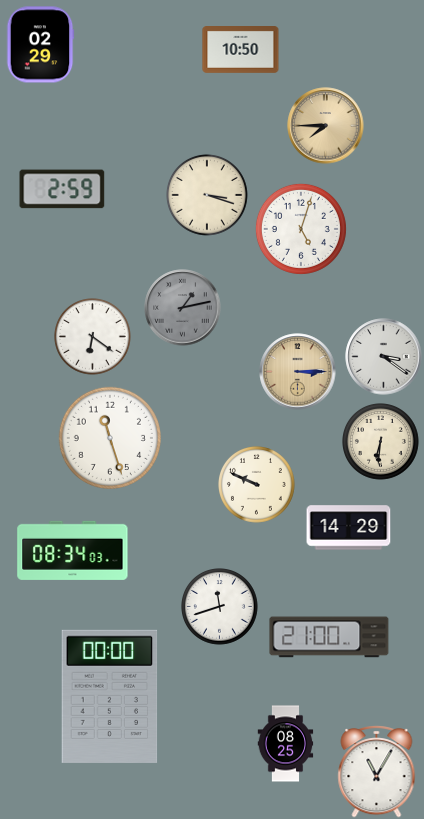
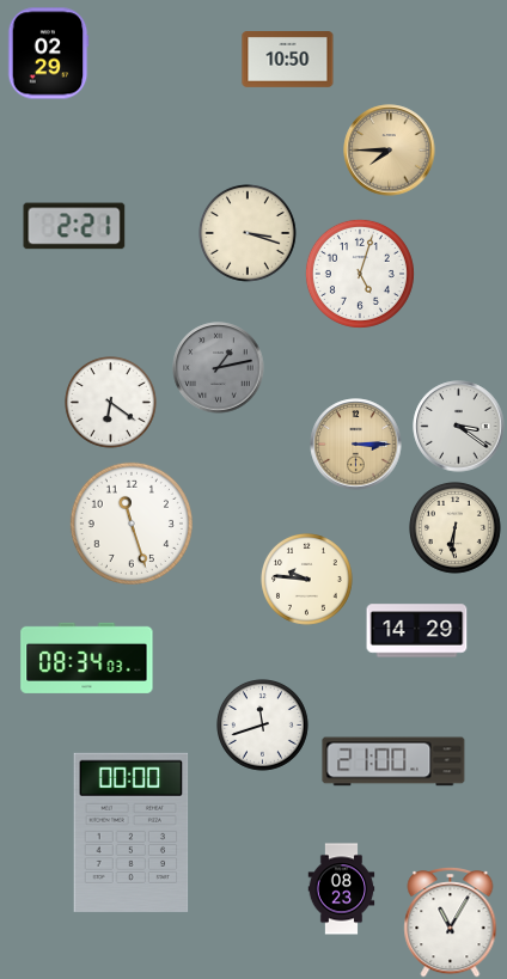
clock at (62, 189): 2:59 -> 2:21
clock at (257, 485): 9:49 -> 9:46
clock at (286, 744): 08:25 -> 08:23
